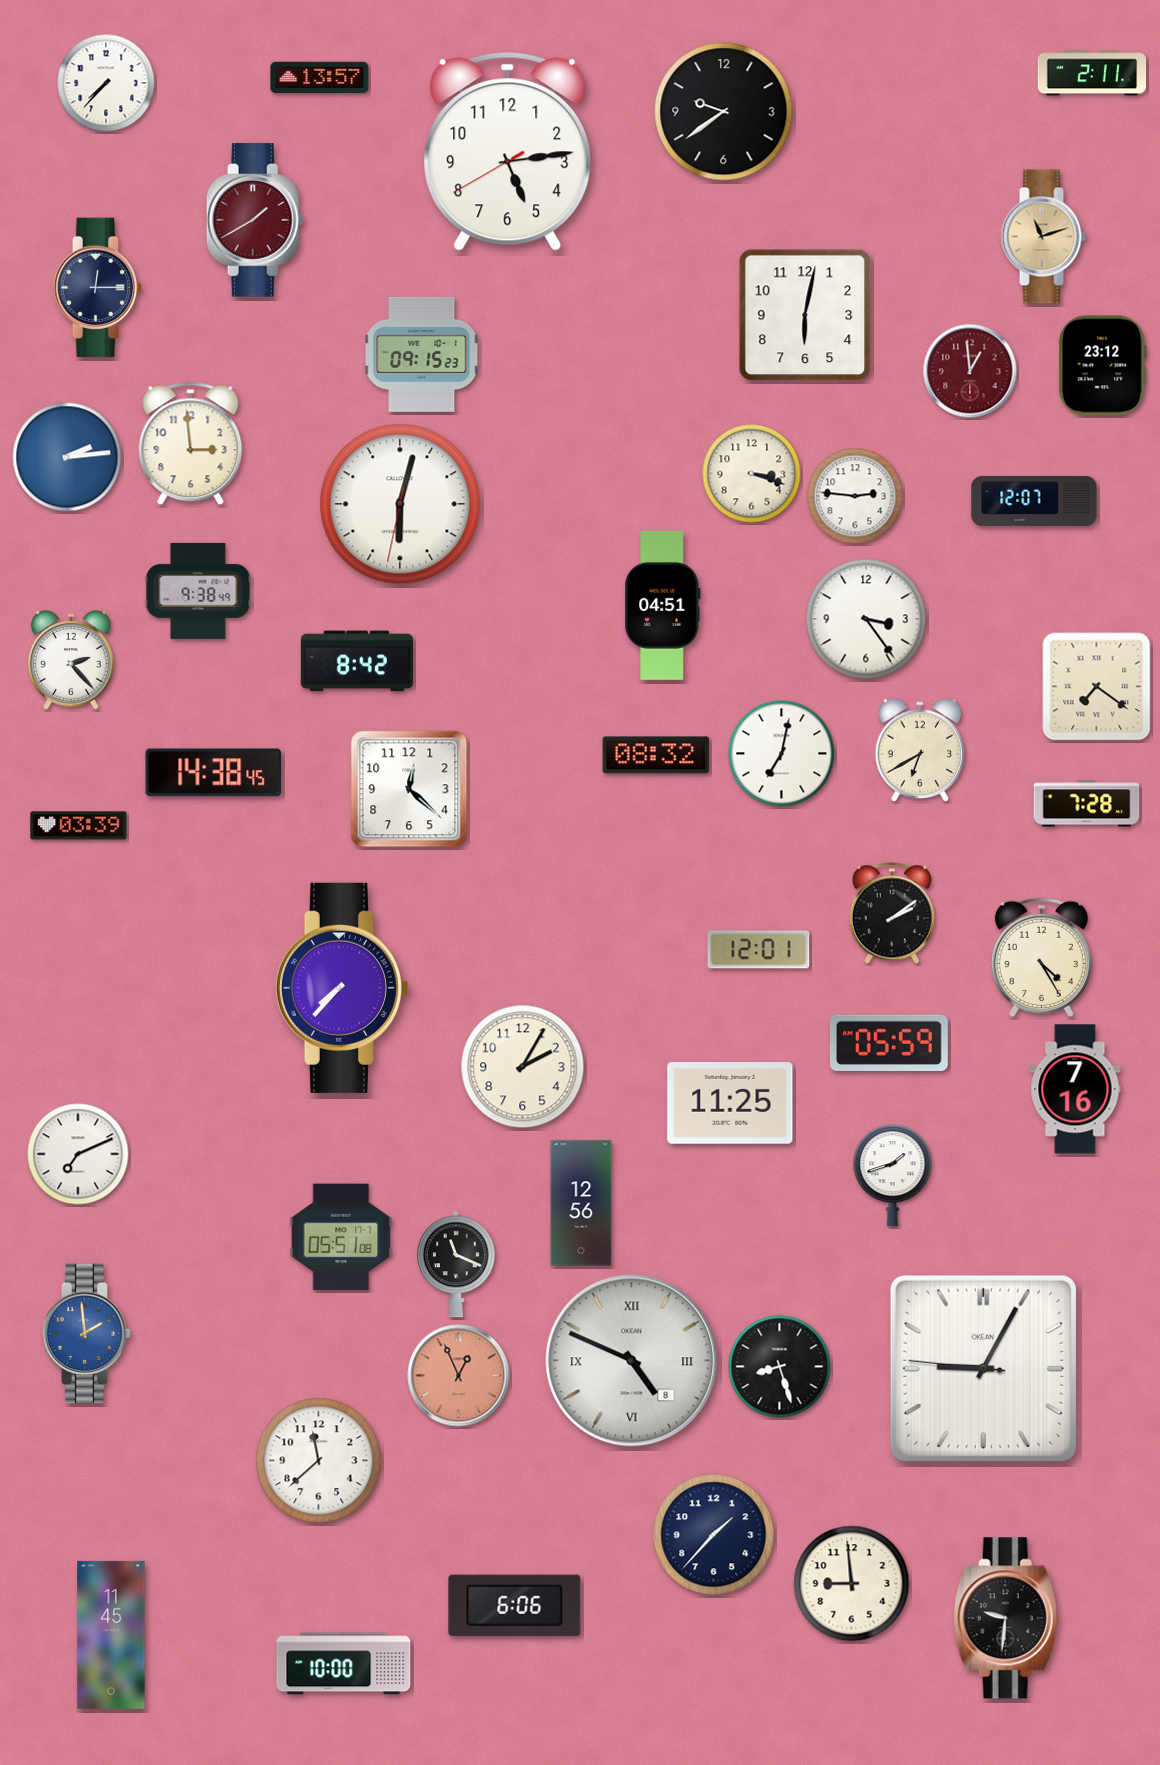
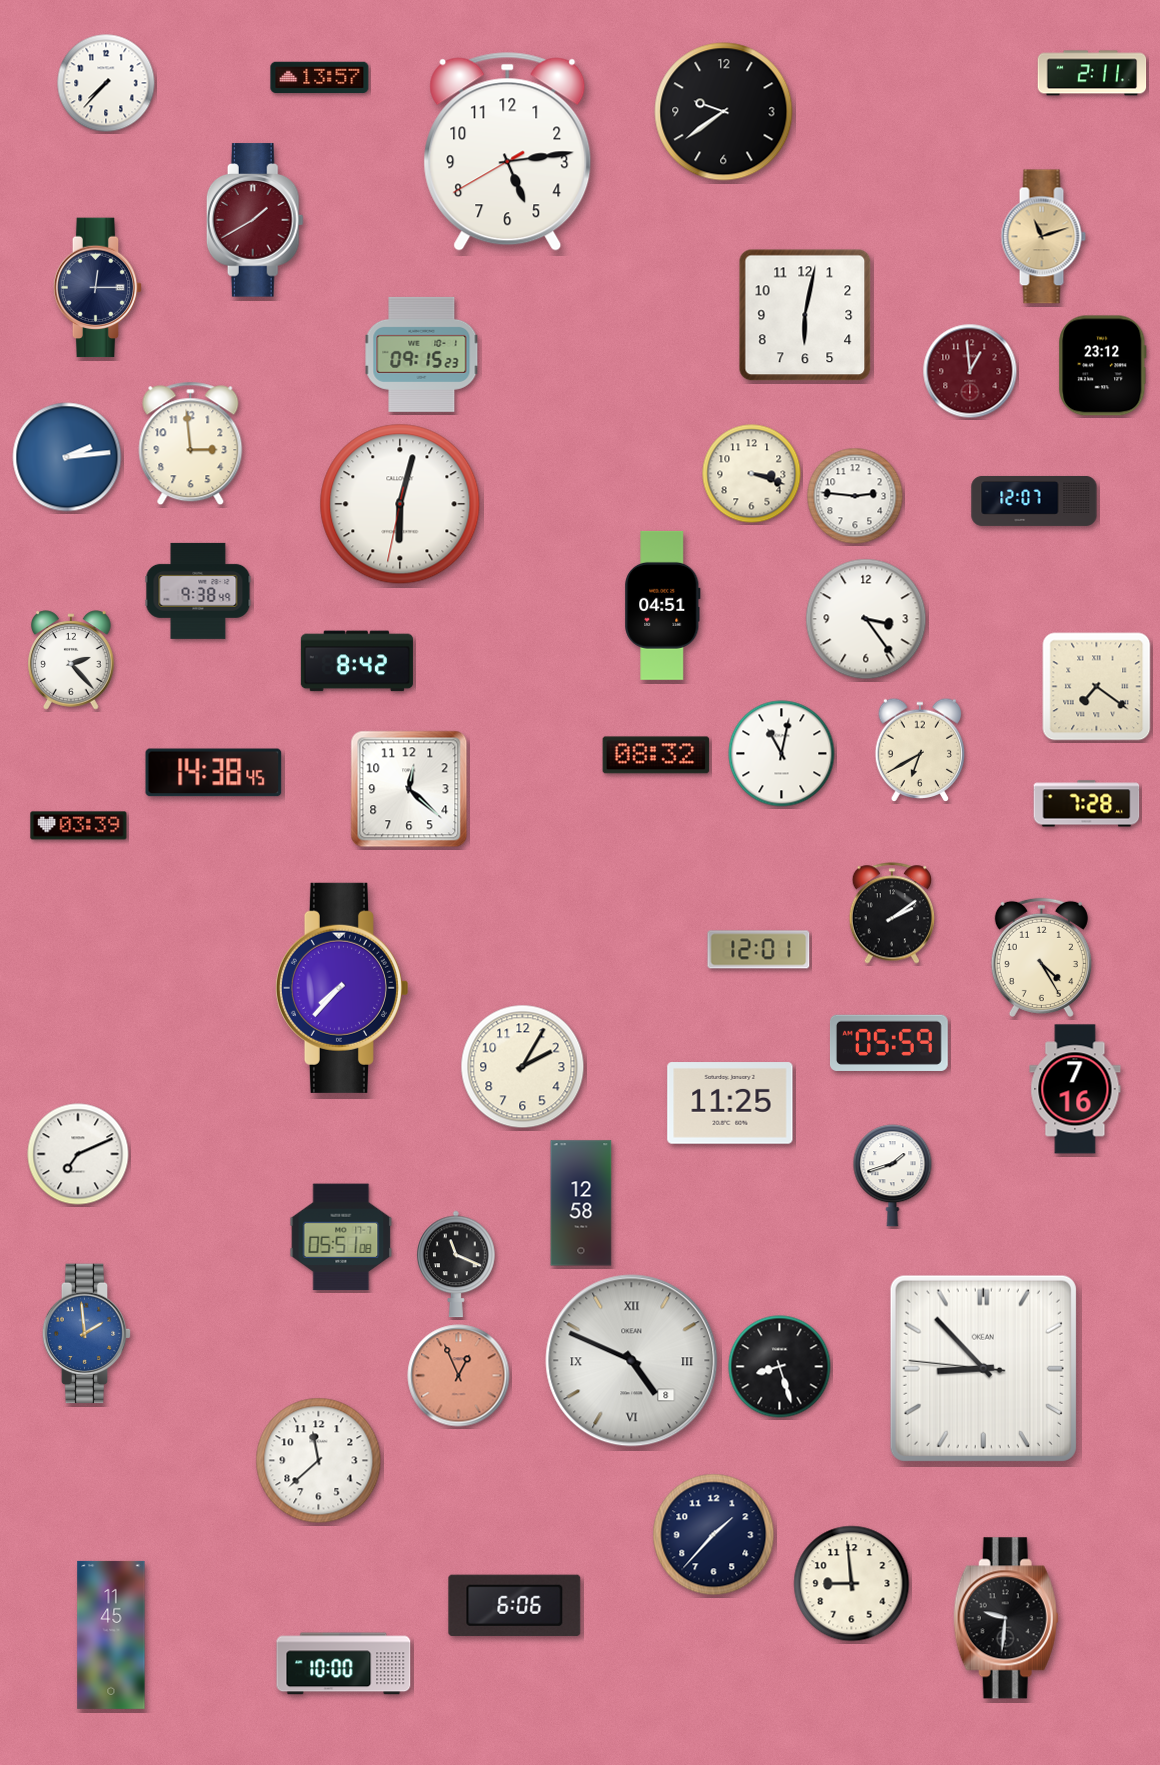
clock at (782, 754): 7:02 -> 11:02
clock at (581, 1203): 12:56 -> 12:58
clock at (983, 1368): 9:04 -> 8:52
